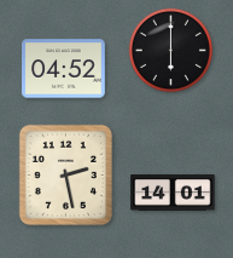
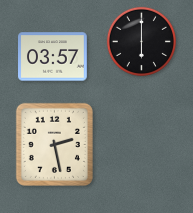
clock at (64, 69): 04:52 -> 03:57
clock at (173, 193): 14:01 -> none
